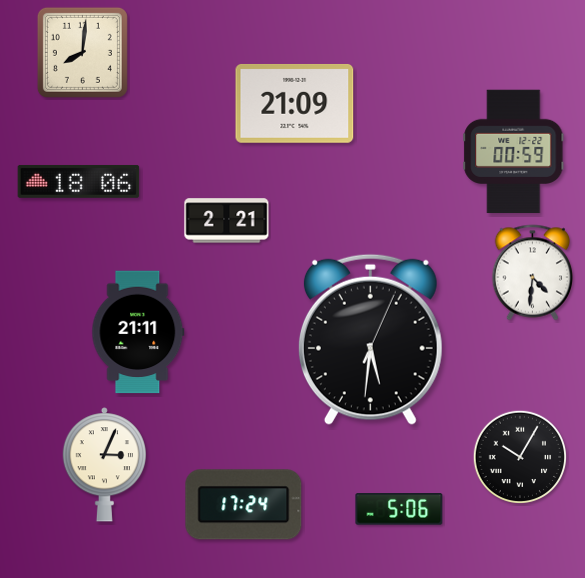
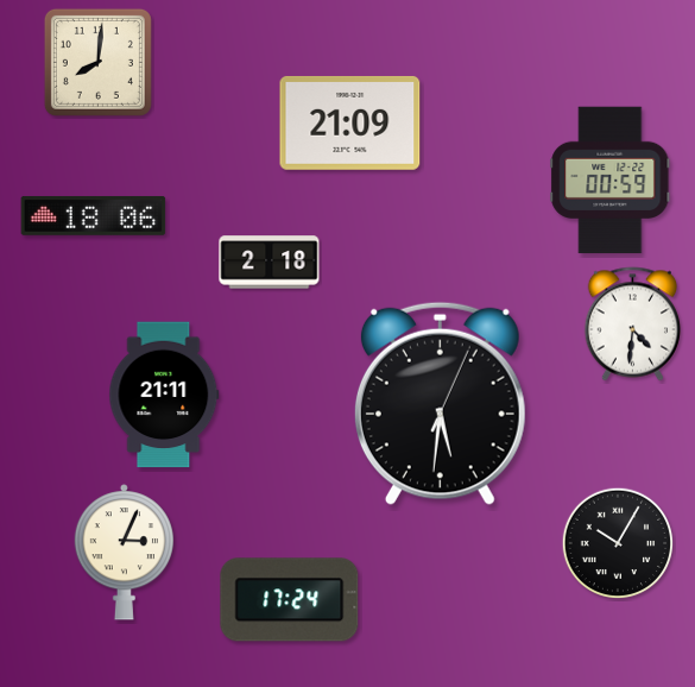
clock at (227, 221): 2:21 -> 2:18
clock at (399, 509): 5:06 -> none
